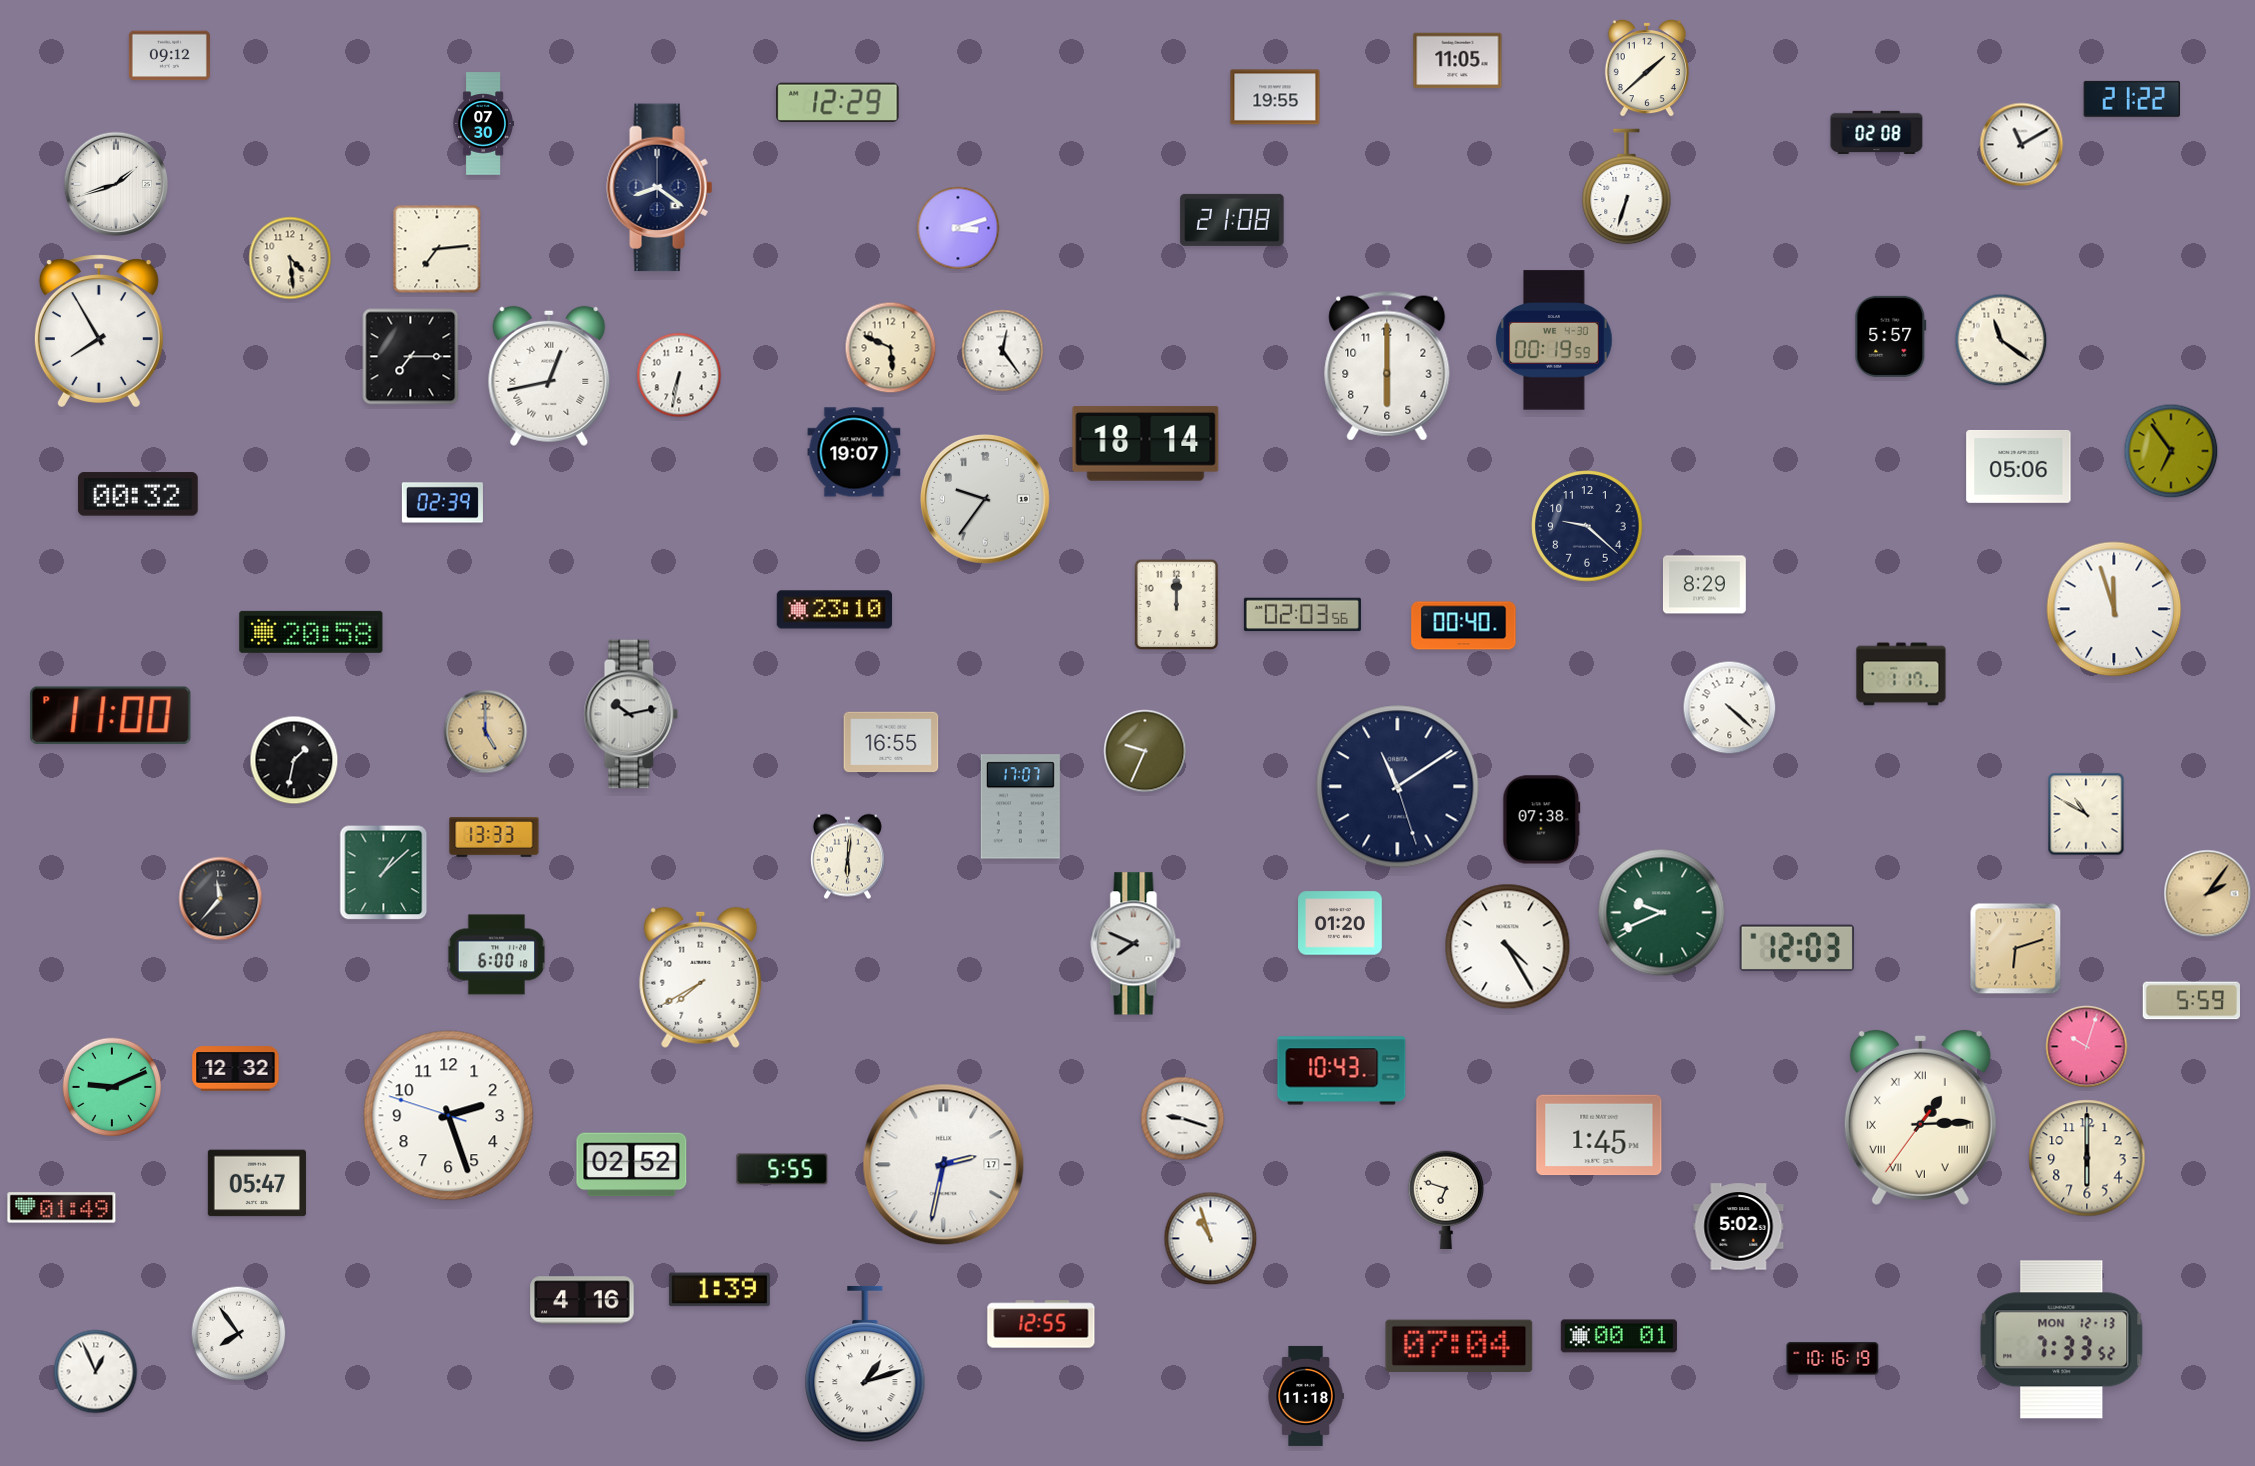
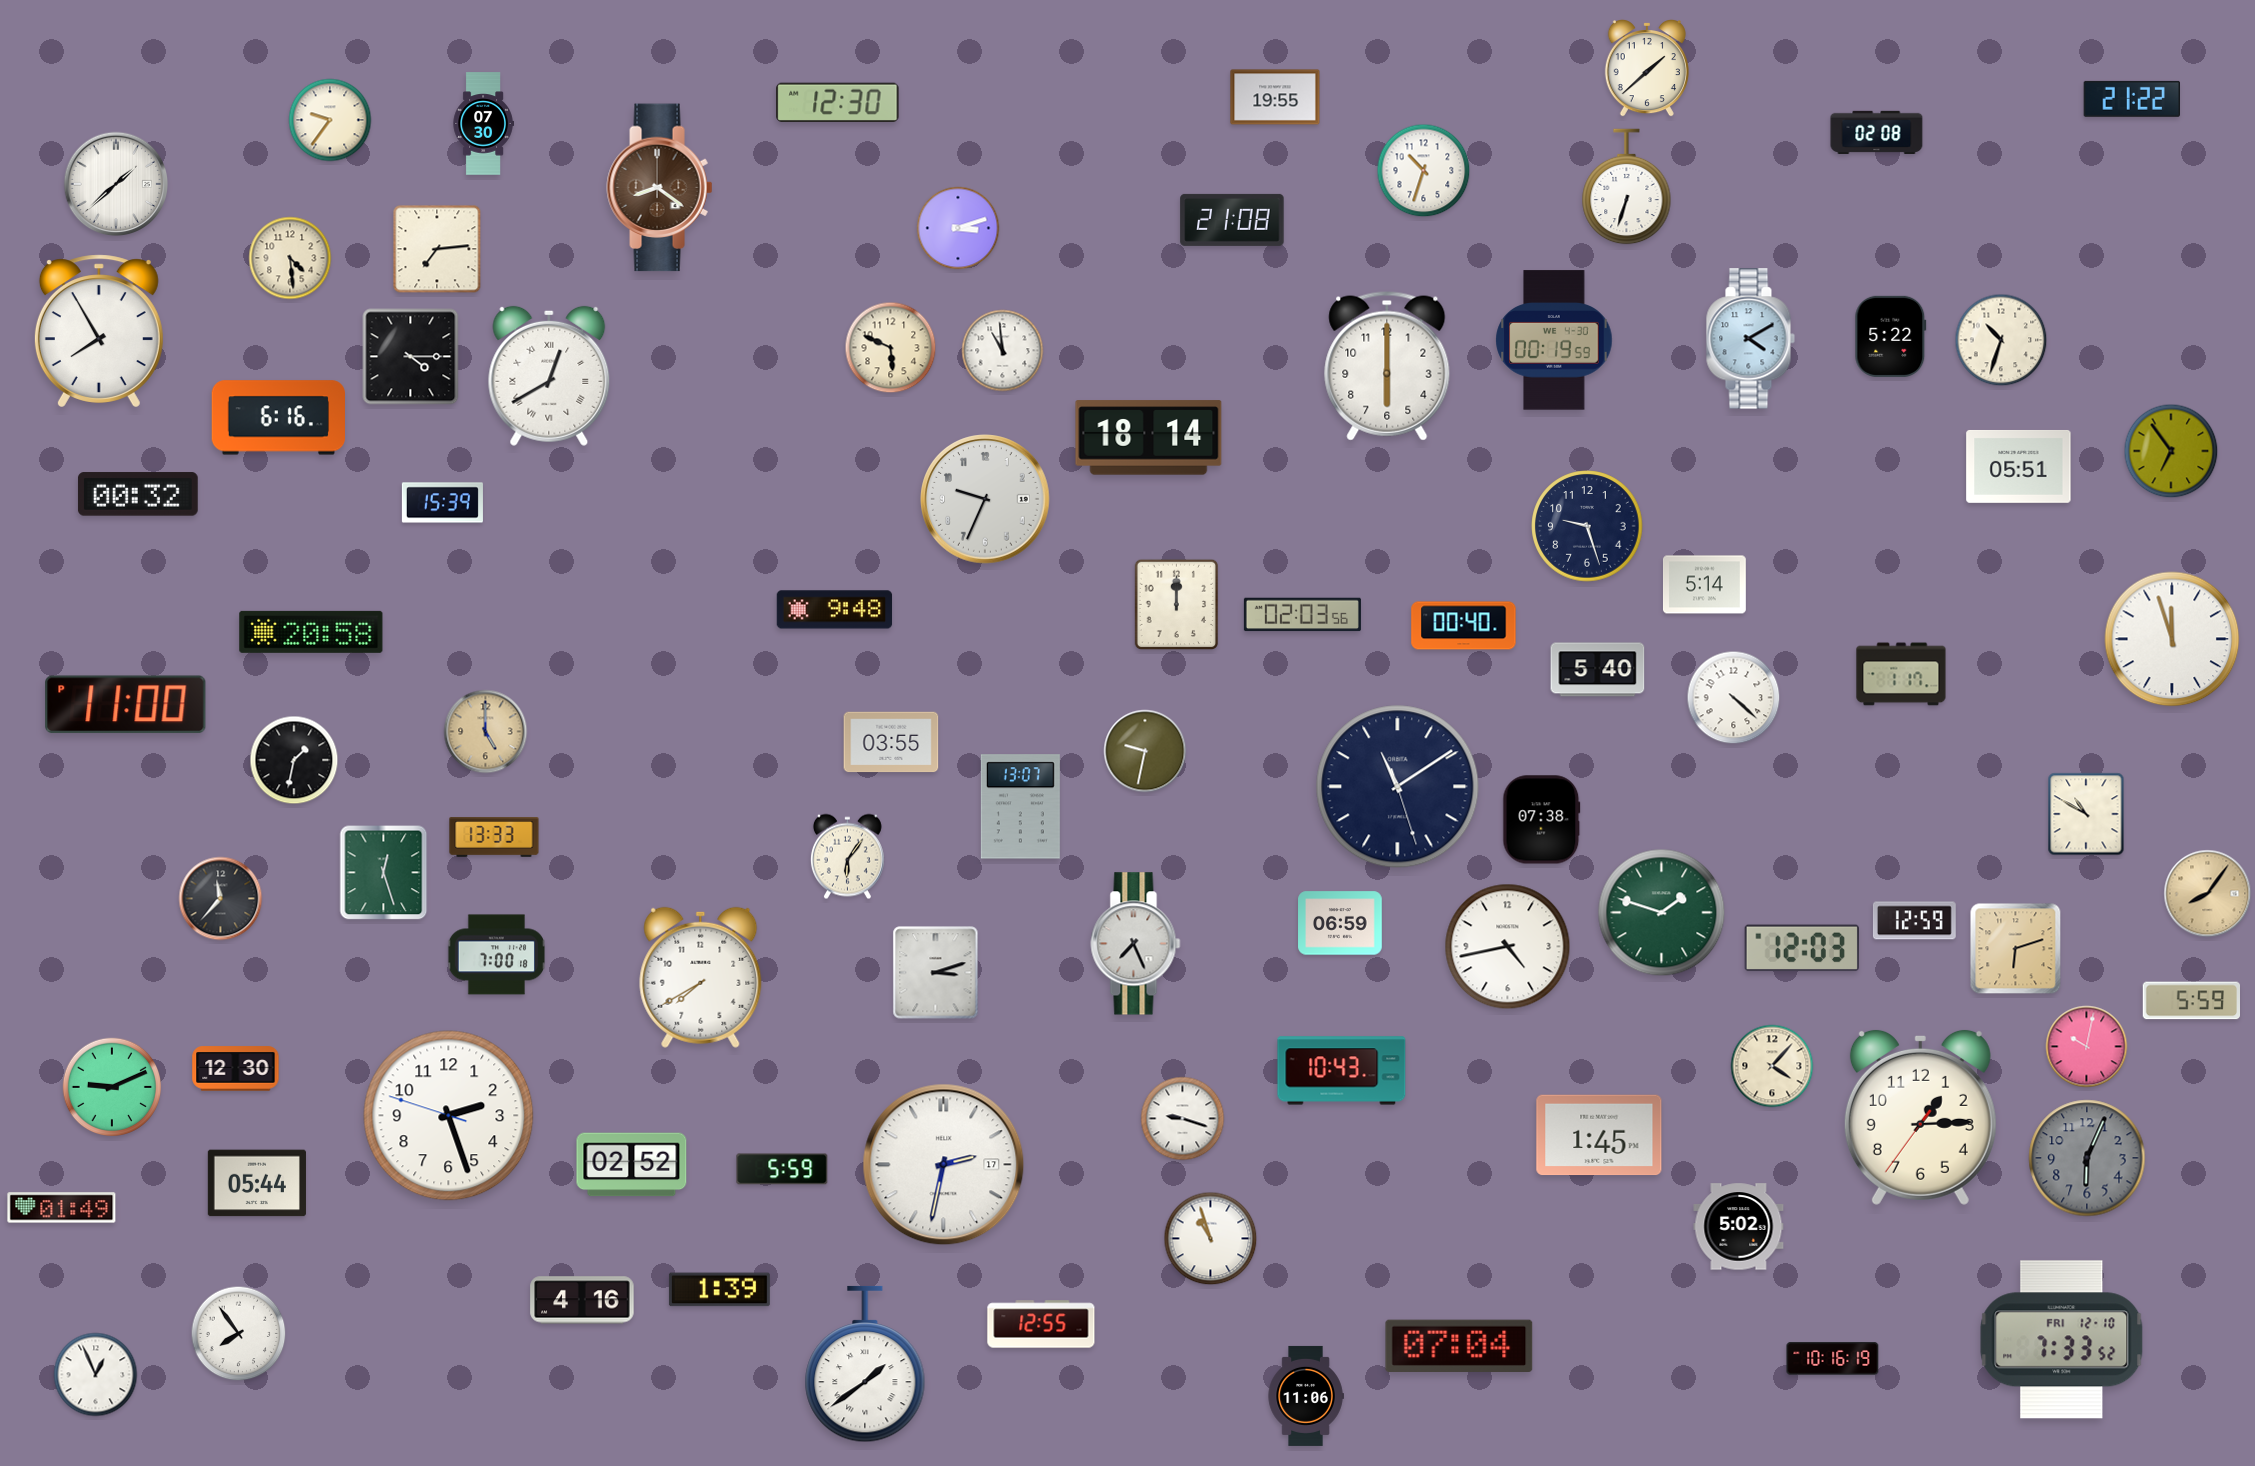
clock at (169, 56): 09:12 -> none
clock at (1458, 61): 11:05 -> none
clock at (838, 102): 12:29 -> 12:30
clock at (330, 120): none -> 9:36
clock at (2022, 145): 11:10 -> none
clock at (1424, 171): none -> 10:33
clock at (116, 184): 1:42 -> 1:38
clock at (660, 188) dial: navy -> brown
clock at (1891, 336): 5:57 -> 5:22
clock at (1750, 339): none -> 4:10
clock at (2001, 340): 11:21 -> 10:33
clock at (1003, 351): 12:24 -> 10:59
clock at (411, 357): 7:15 -> 4:15
clock at (679, 375): 6:32 -> none
clock at (549, 376): 12:43 -> 12:40
clock at (278, 418): none -> 6:16
clock at (1146, 444) position: (1146, 444) -> (1149, 438)
clock at (854, 452): 19:07 -> none
clock at (2019, 466): 05:06 -> 05:51
clock at (986, 500): 9:36 -> 9:34
clock at (442, 503): 02:39 -> 15:39
clock at (1587, 526): 9:22 -> 9:27
clock at (1704, 585): 8:29 -> 5:14
clock at (2114, 609) position: (2114, 609) -> (2172, 639)
clock at (835, 610): 23:10 -> 9:48
clock at (1598, 670): none -> 5:40
clock at (1730, 708) position: (1730, 708) -> (1734, 698)
clock at (631, 714): 10:13 -> none
clock at (111, 716) position: (111, 716) -> (126, 705)
clock at (891, 742): 16:55 -> 03:55
clock at (1145, 751): 9:34 -> 9:32
clock at (1020, 807): 17:07 -> 13:07
clock at (847, 857): 6:01 -> 6:06
clock at (384, 873): 1:08 -> 12:27
clock at (2208, 894): 2:06 -> 8:06
clock at (1662, 913): 9:41 -> 1:48
clock at (1914, 921): none -> 12:59
clock at (1340, 923): 01:20 -> 06:59
clock at (1136, 944): 7:49 -> 7:26
clock at (1508, 947): 4:25 -> 4:43
clock at (1796, 948) position: (1796, 948) -> (1801, 948)
clock at (497, 955): 6:00 -> 7:00
clock at (936, 973): none -> 3:12
clock at (2087, 1047): 10:03 -> 10:02
clock at (1772, 1066): none -> 4:07
clock at (236, 1069): 12:32 -> 12:30
clock at (1920, 1117) numerals: Roman -> Arabic
clock at (2087, 1158): 6:00 -> 6:04
clock at (2087, 1158) dial: cream -> grey
clock at (782, 1169): 5:55 -> 5:59
clock at (257, 1183): 05:47 -> 05:44
clock at (1445, 1200): 6:48 -> none
clock at (1619, 1336): 00:01 -> none
clock at (2062, 1340) date: MON 12-13 -> FRI 12-10
clock at (865, 1364): 1:12 -> 1:39
clock at (96, 1372) position: (96, 1372) -> (96, 1375)
clock at (1306, 1396): 11:18 -> 11:06
